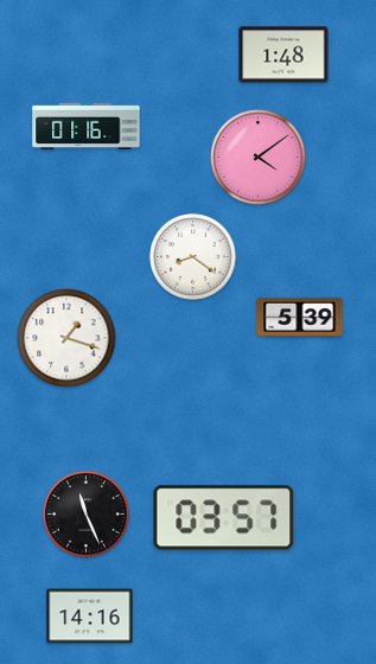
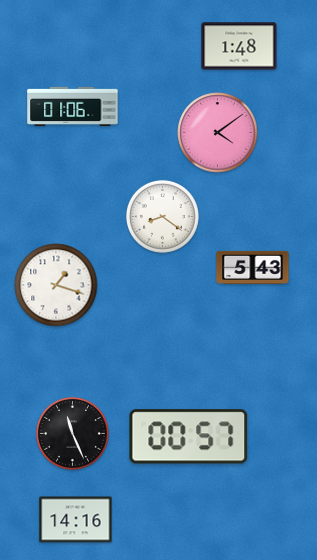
clock at (87, 126): 01:16 -> 01:06
clock at (300, 317): 5:39 -> 5:43
clock at (224, 518): 03:57 -> 00:57
